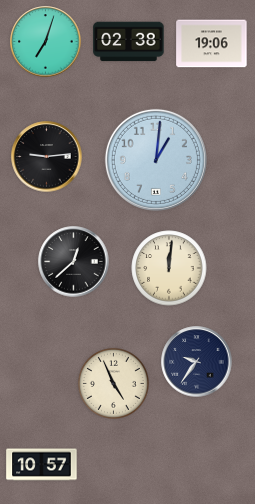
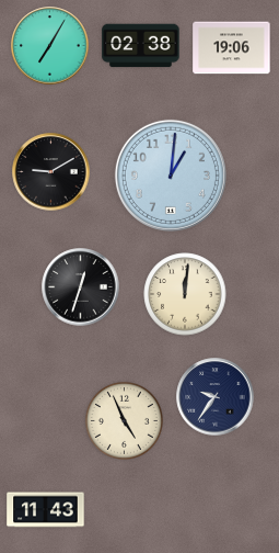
clock at (46, 42): 7:03 -> 7:05
clock at (47, 157): 9:14 -> 9:10
clock at (74, 262): 12:38 -> 12:33
clock at (42, 465): 10:57 -> 11:43
